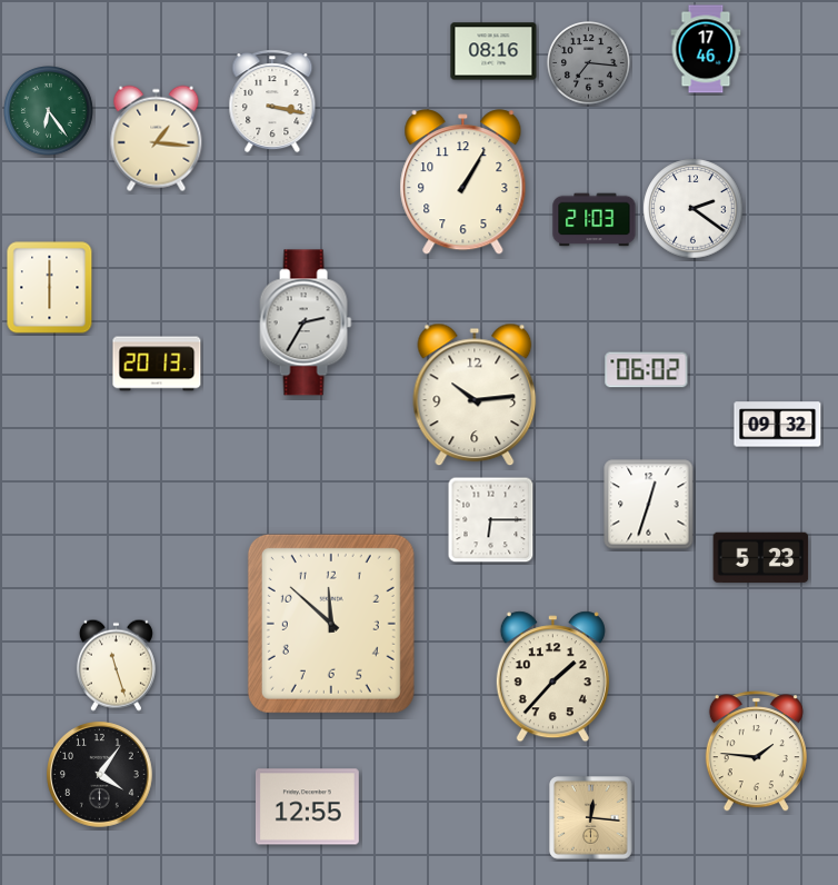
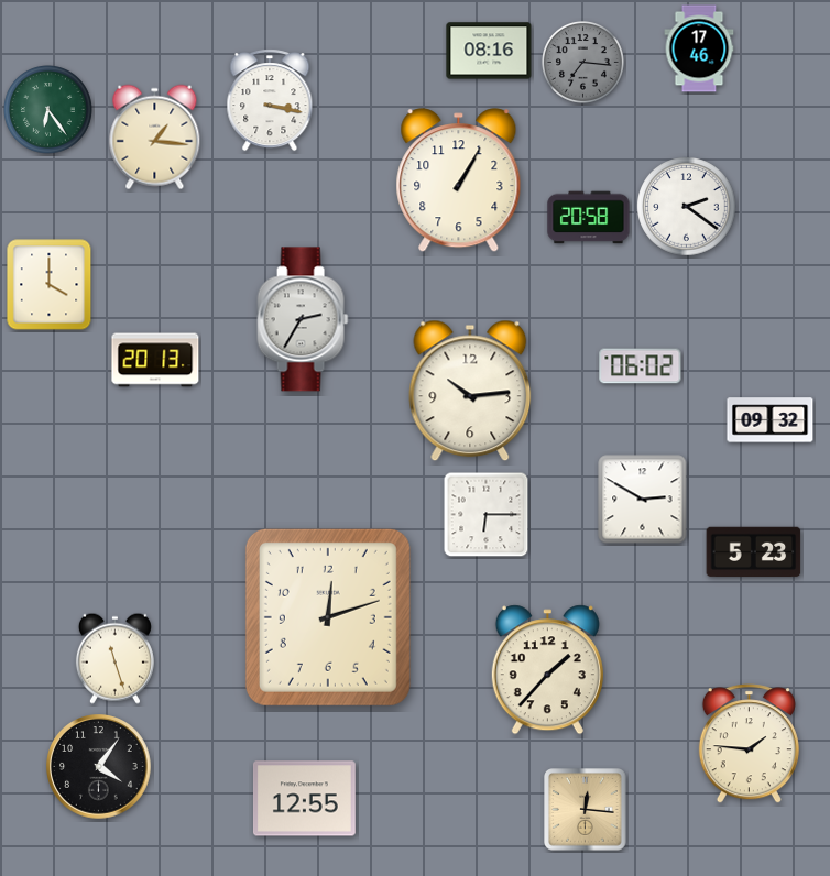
clock at (595, 220): 21:03 -> 20:58
clock at (50, 288): 6:00 -> 4:00
clock at (649, 505): 12:33 -> 2:50
clock at (331, 624): 11:52 -> 12:12
